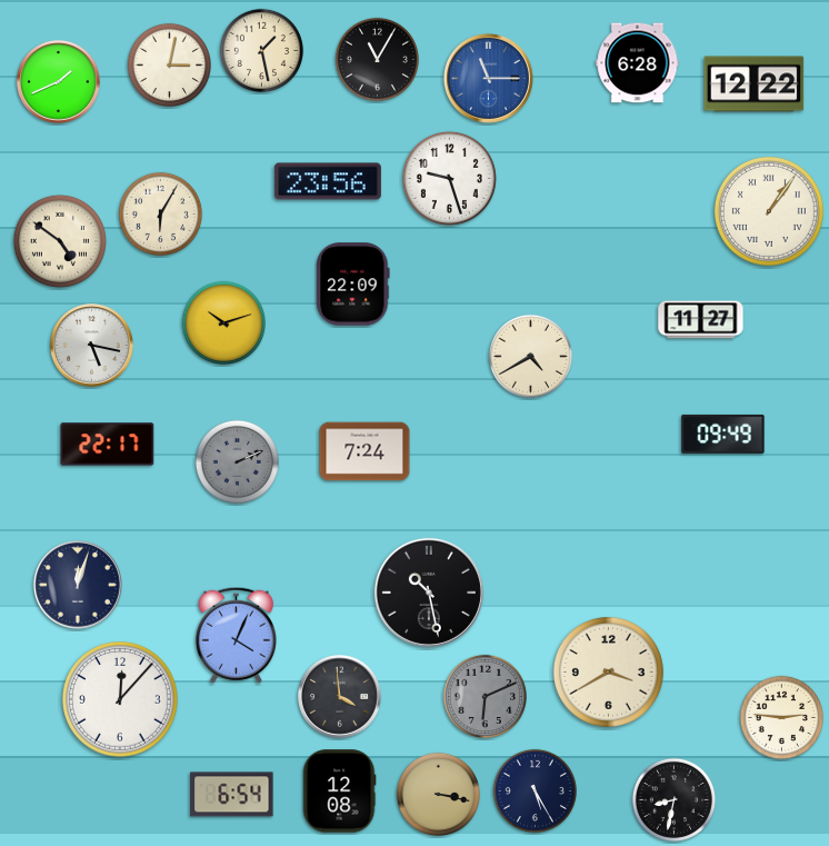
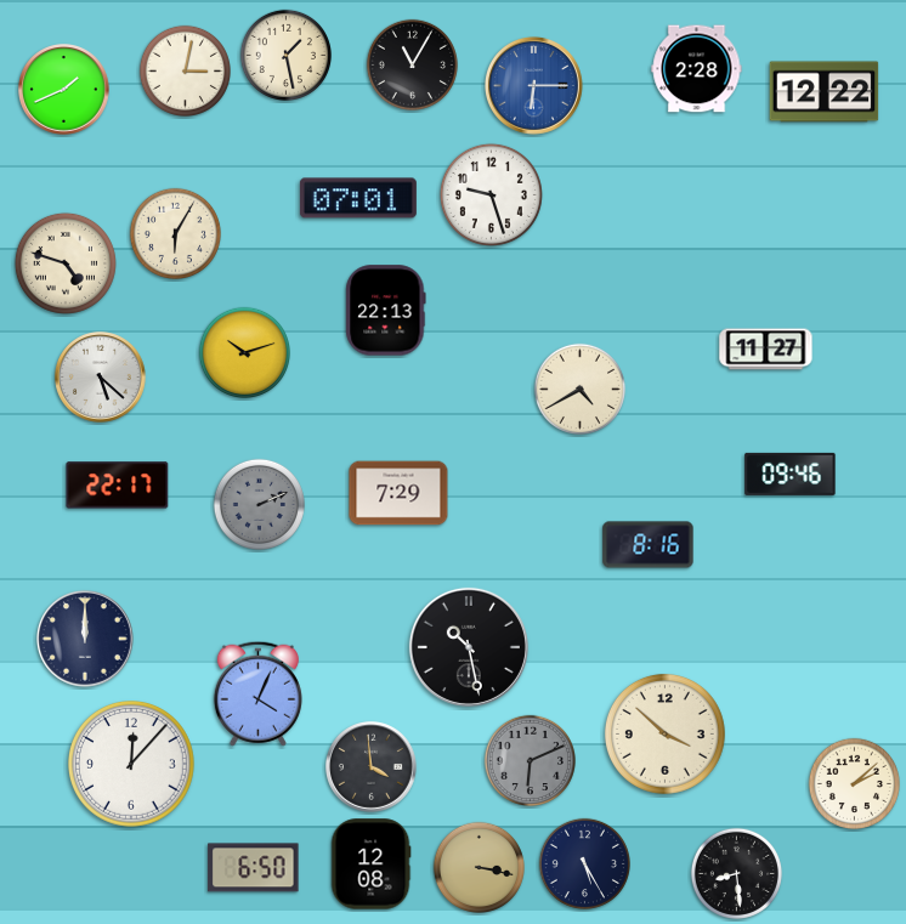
clock at (638, 63): 6:28 -> 2:28
clock at (488, 78): 11:15 -> 6:15
clock at (328, 181): 23:56 -> 07:01
clock at (769, 211): 1:06 -> none
clock at (60, 241): 4:51 -> 4:48
clock at (353, 285): 22:09 -> 22:13
clock at (92, 346): 5:17 -> 5:22
clock at (723, 434): 09:49 -> 09:46
clock at (364, 451): 7:24 -> 7:29
clock at (649, 545): none -> 8:16
clock at (78, 585): 12:03 -> 12:00
clock at (608, 671): 3:40 -> 3:52
clock at (340, 697) position: (340, 697) -> (372, 767)
clock at (781, 717): 2:46 -> 2:08
clock at (232, 795): 6:54 -> 6:50
clock at (673, 799): 8:32 -> 8:29
